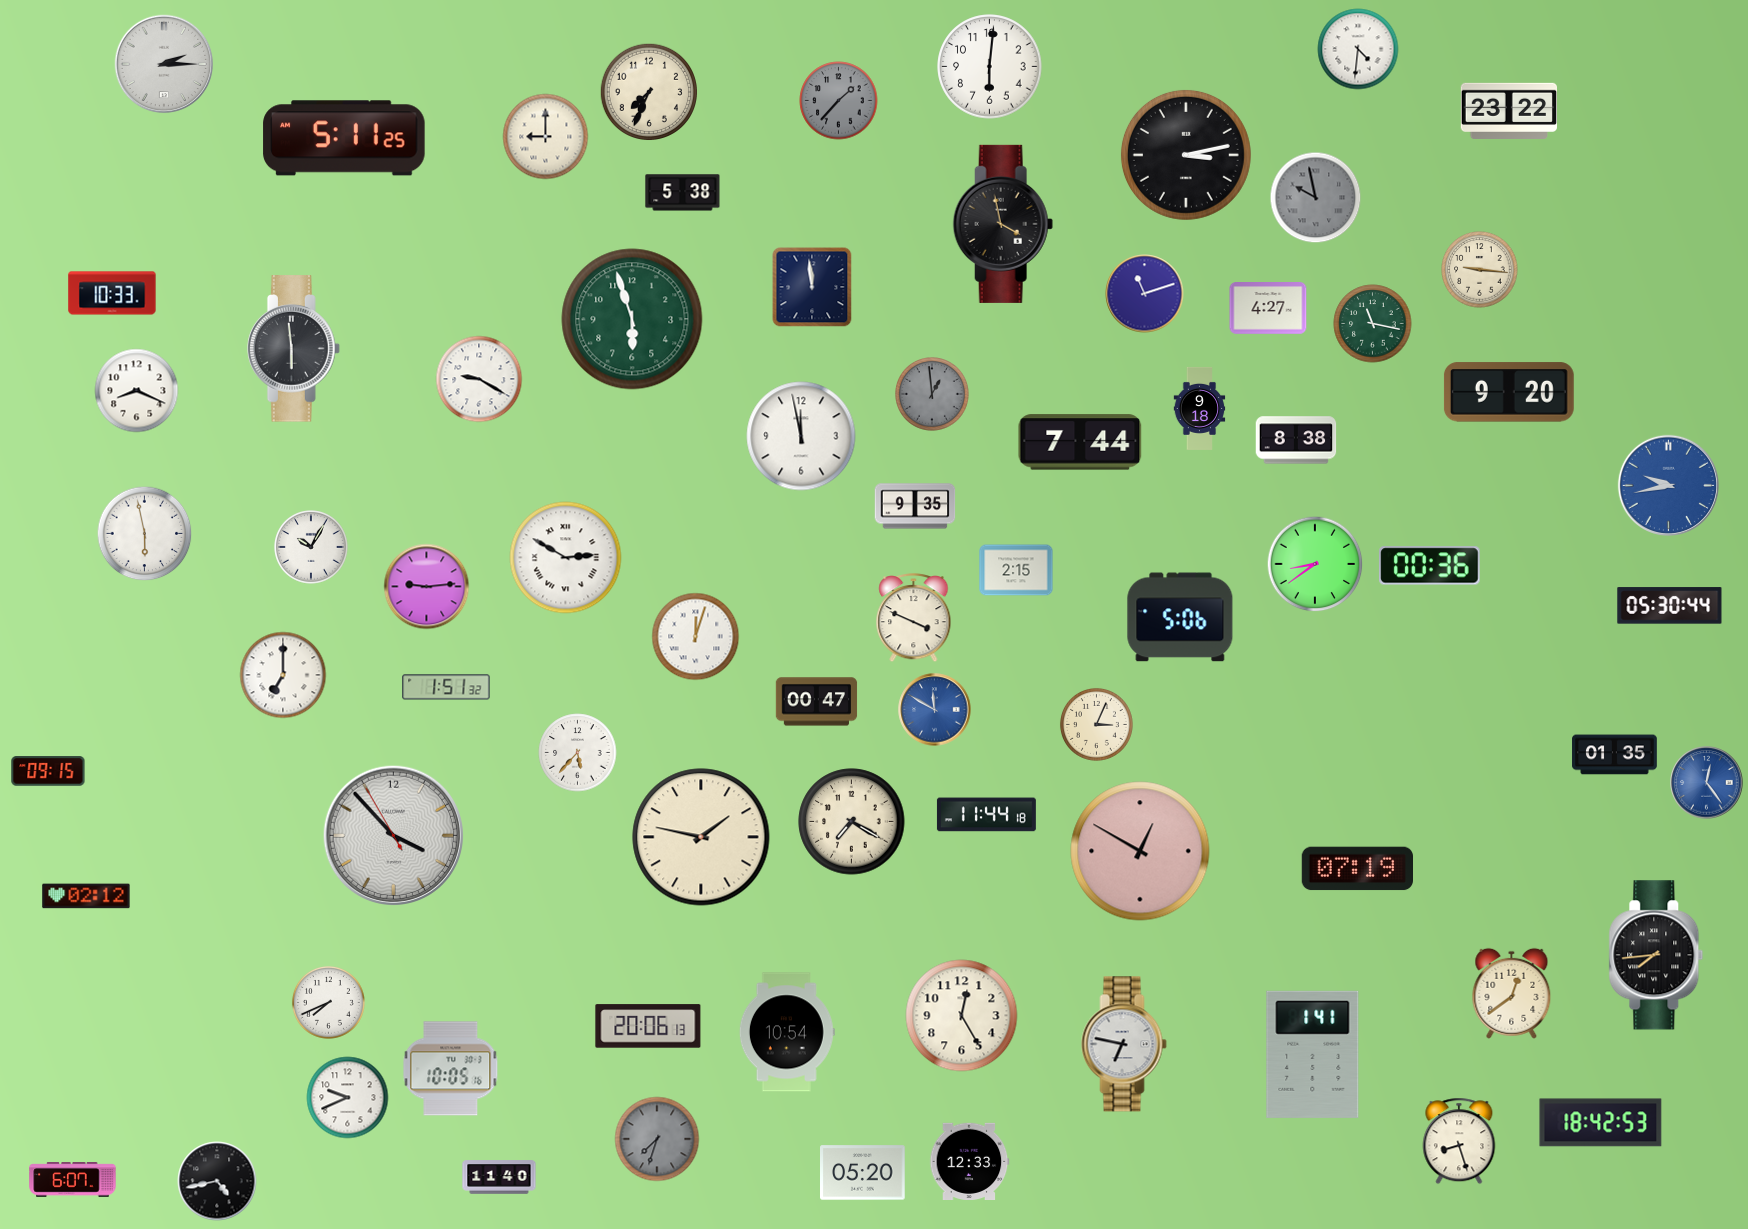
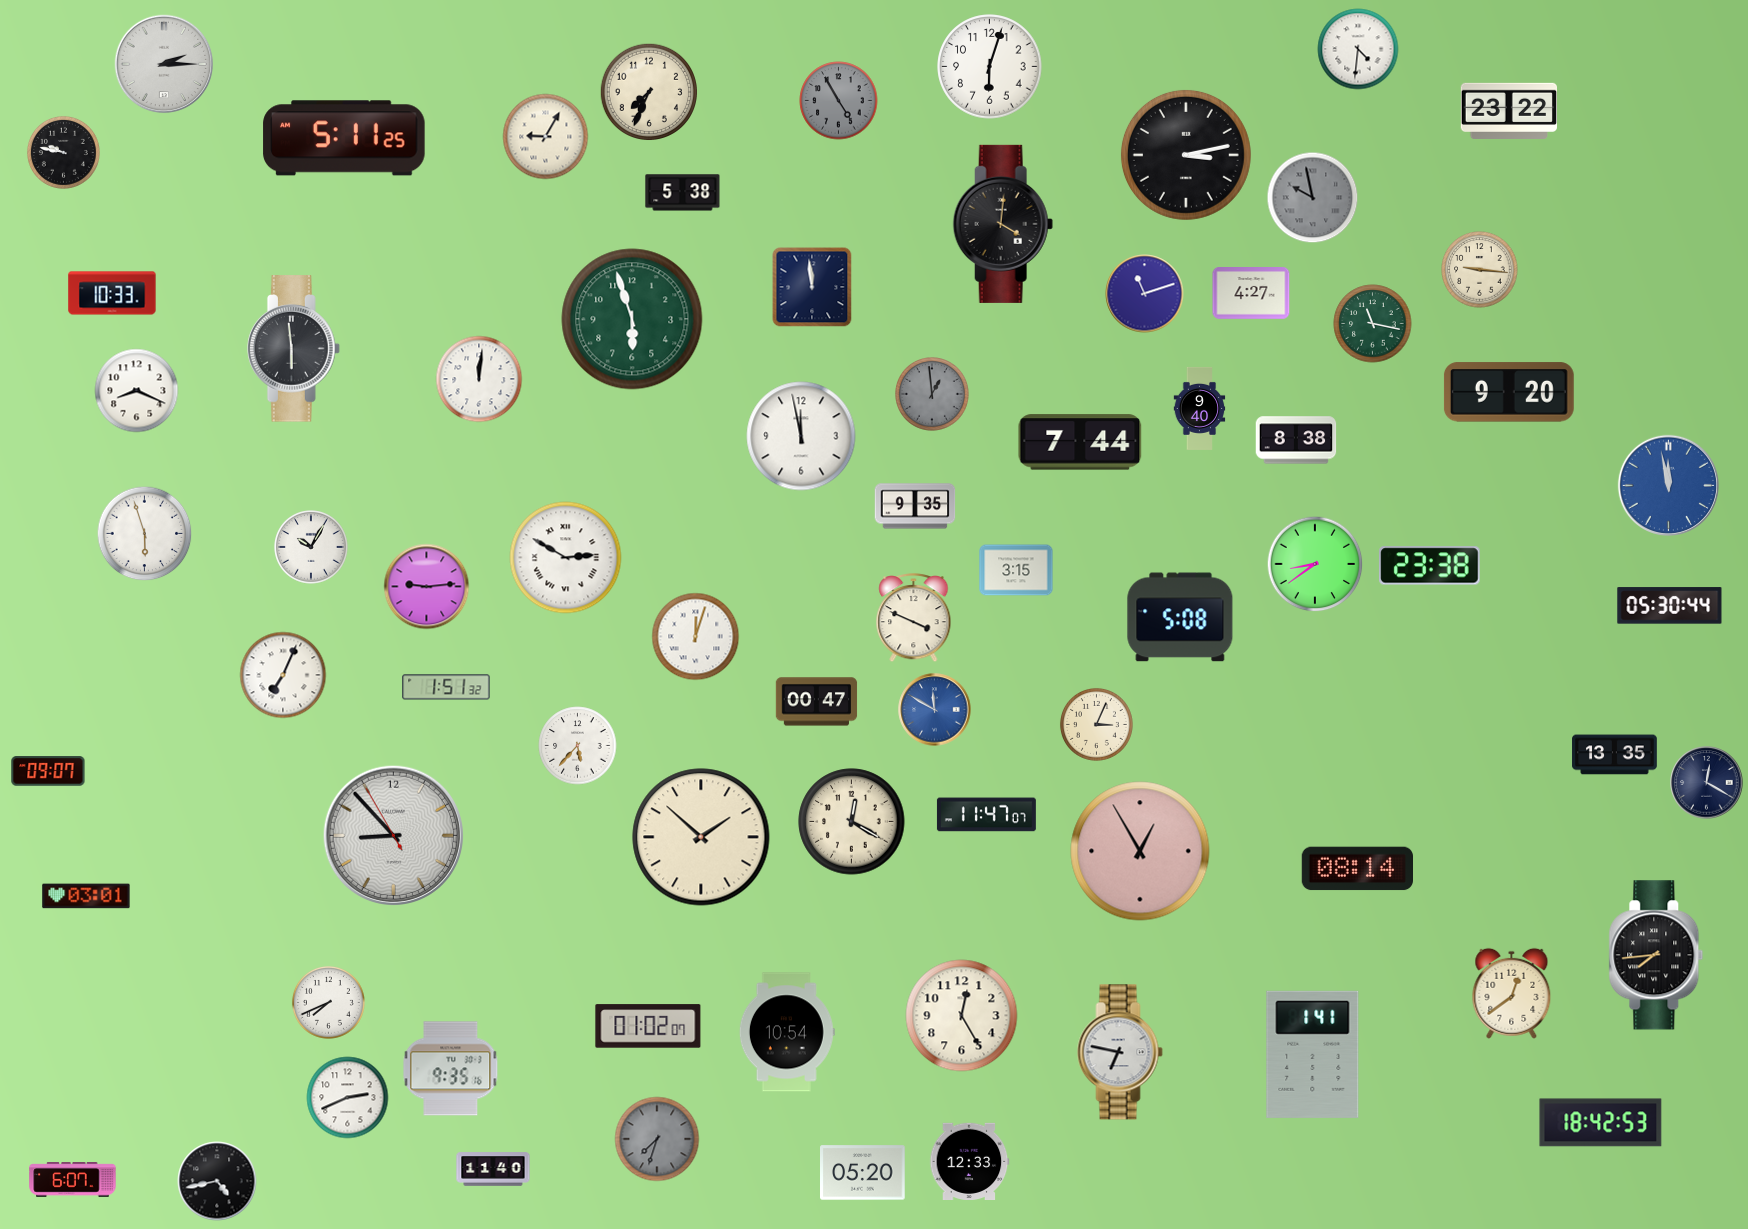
clock at (990, 67): 6:01 -> 6:03
clock at (839, 101): 1:37 -> 4:55
clock at (546, 137): 9:00 -> 9:05
clock at (63, 152): none -> 9:47
clock at (1316, 198) position: (1316, 198) -> (1313, 198)
clock at (1003, 224): 3:58 -> 4:01
clock at (1268, 309) position: (1268, 309) -> (1251, 294)
clock at (479, 379): 9:20 -> 12:01
clock at (1200, 408): 9:18 -> 9:40
clock at (1668, 485): 9:43 -> 11:58
clock at (145, 534): 5:58 -> 5:57
clock at (1430, 566): 00:36 -> 23:38
clock at (1016, 570): 2:15 -> 3:15
clock at (1180, 617): 5:06 -> 5:08
clock at (283, 675): 7:00 -> 7:04
clock at (578, 753) position: (578, 753) -> (578, 746)
clock at (1615, 755): 01:35 -> 13:35
clock at (48, 771): 09:15 -> 09:07
clock at (1707, 783): 12:24 -> 12:20
clock at (1707, 783) dial: blue -> navy
clock at (986, 815): 11:44 -> 11:47
clock at (852, 822): 7:20 -> 12:20
clock at (393, 835): 3:52 -> 8:52
clock at (701, 837): 1:47 -> 1:52
clock at (1140, 851): 12:50 -> 12:55
clock at (1357, 869): 07:19 -> 08:14
clock at (86, 896): 02:12 -> 03:01
clock at (648, 1026): 20:06 -> 01:02
clock at (1124, 1044) position: (1124, 1044) -> (1120, 1052)
clock at (451, 1069): 10:05 -> 9:35
clock at (348, 1098): 9:41 -> 2:41
clock at (1459, 1141): 8:27 -> none
clock at (499, 1177) position: (499, 1177) -> (493, 1169)
